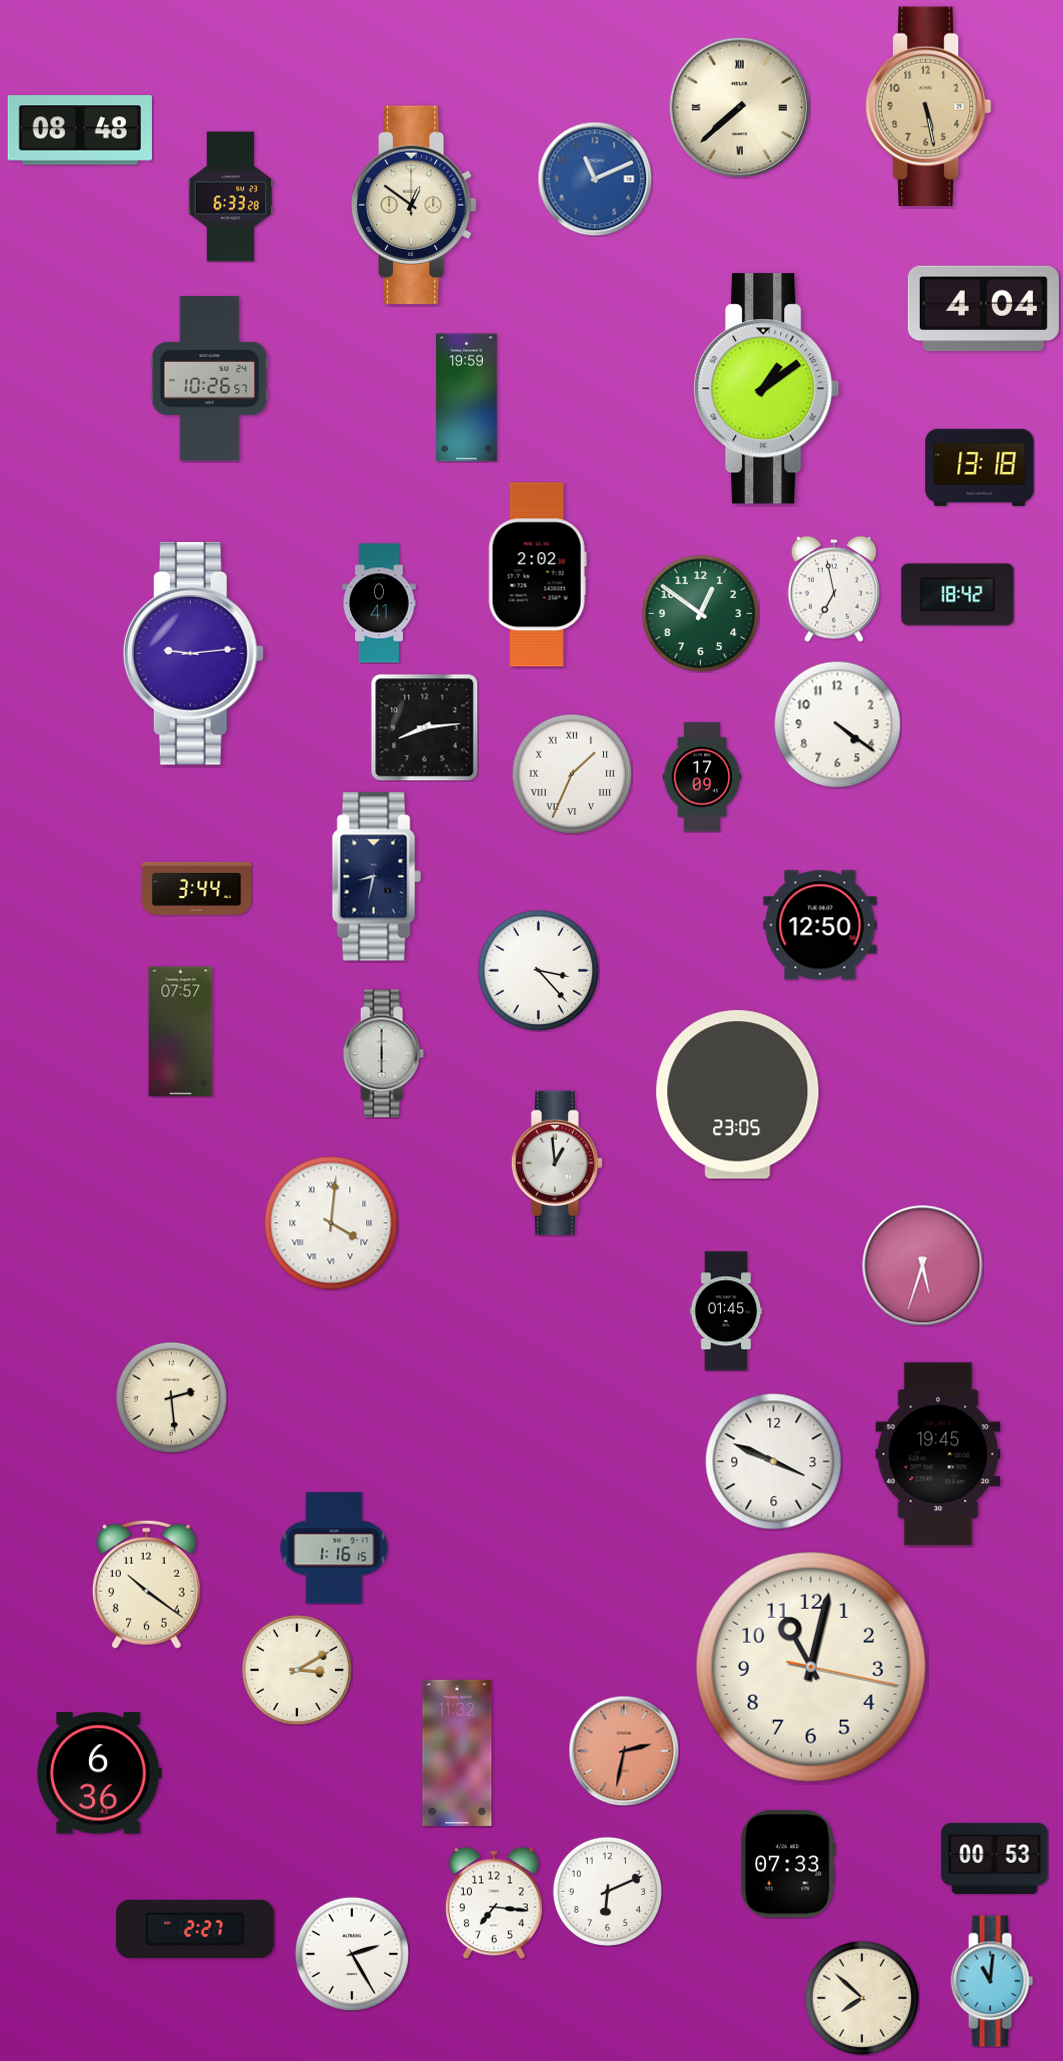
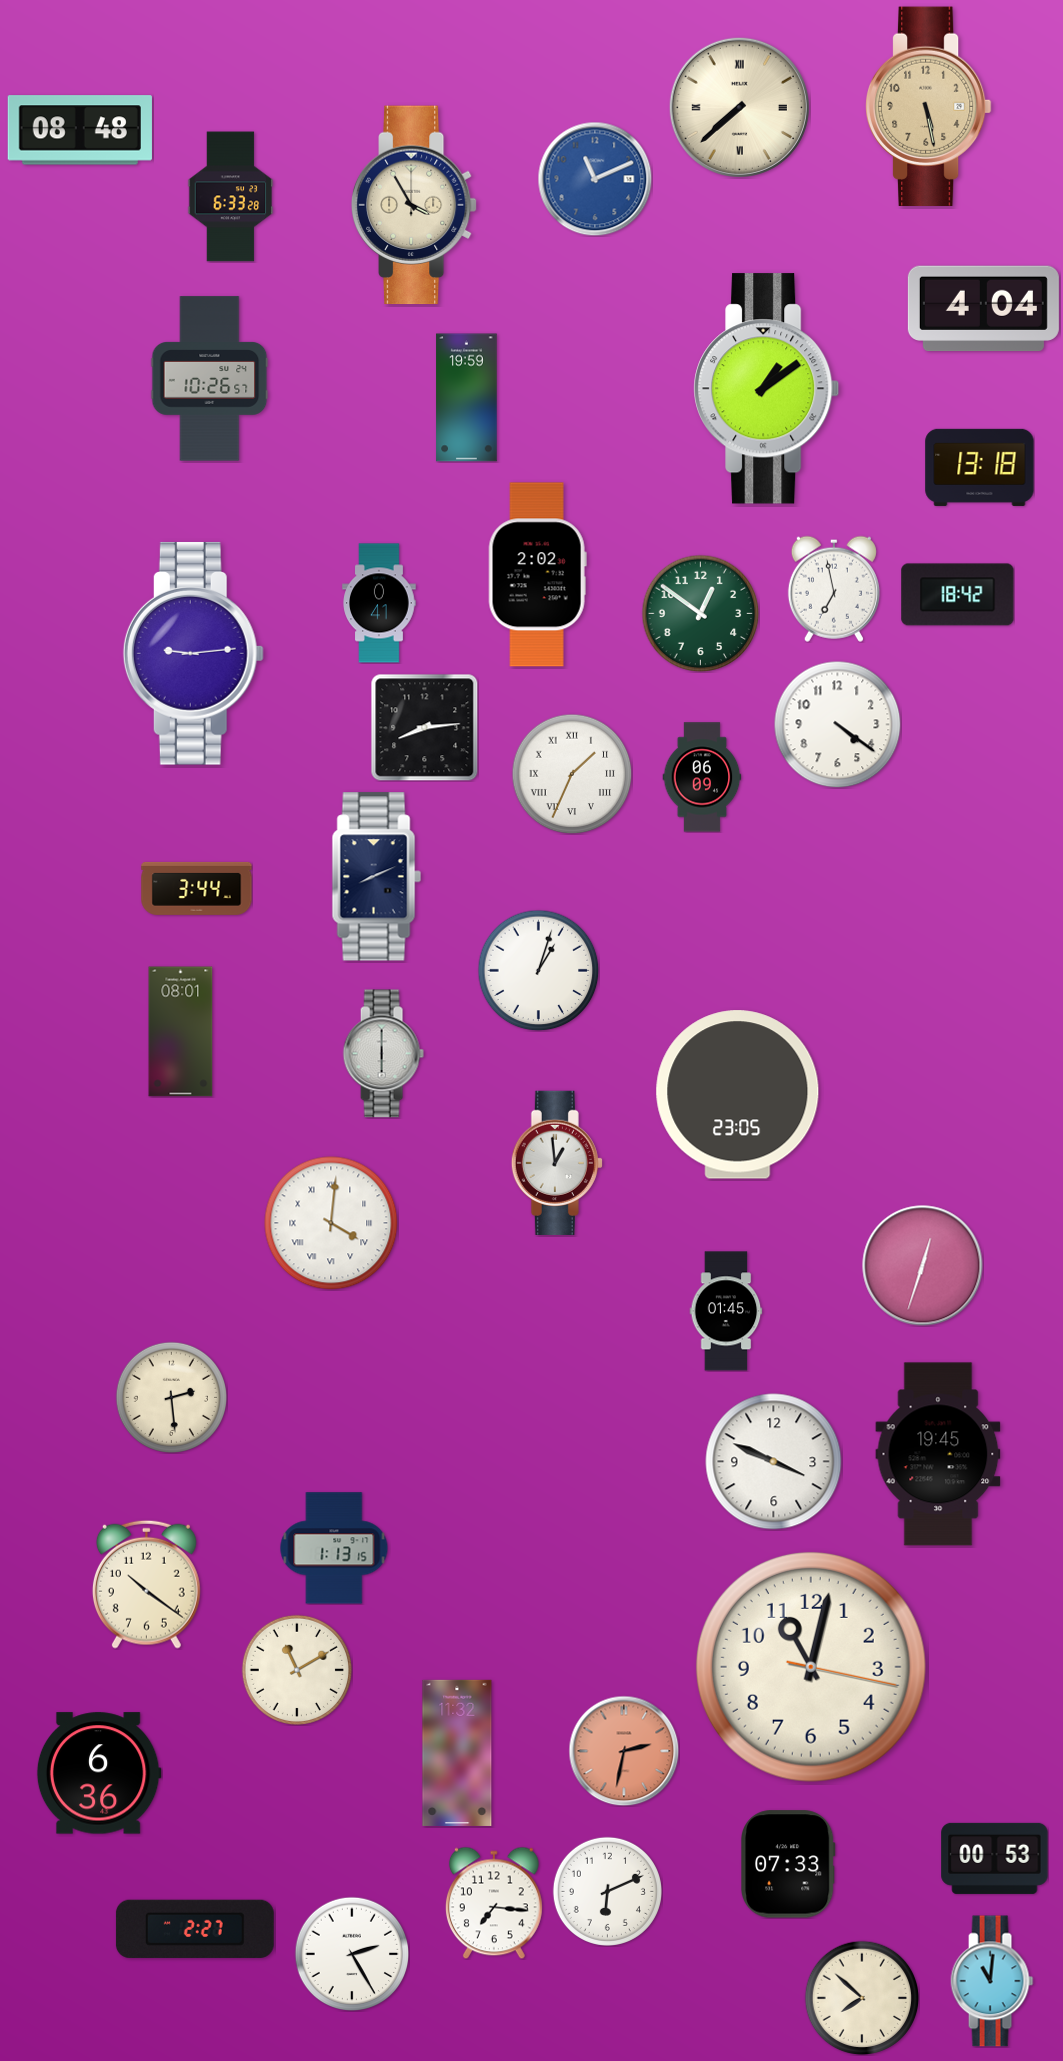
clock at (414, 205): 12:51 -> 3:55
clock at (702, 777): 17:09 -> 06:09
clock at (376, 877): 8:32 -> 8:11
clock at (820, 925): 12:50 -> none
clock at (538, 970): 3:23 -> 1:03
clock at (181, 1032): 07:57 -> 08:01
clock at (923, 1266): 5:33 -> 12:33
clock at (334, 1548): 1:16 -> 1:13
clock at (297, 1670): 3:10 -> 11:10
